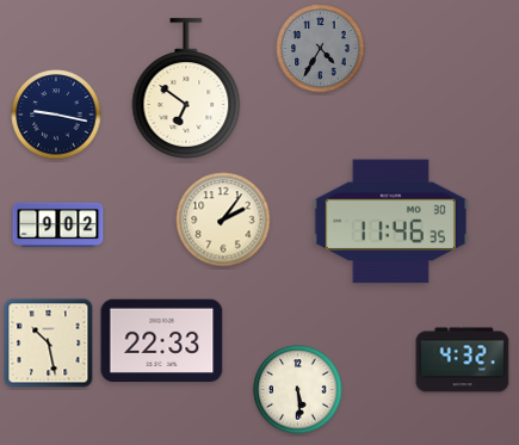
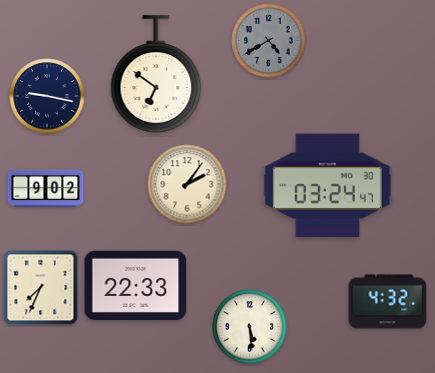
clock at (321, 49): 4:35 -> 4:40
clock at (390, 222): 11:46 -> 03:24
clock at (58, 224) position: (58, 224) -> (46, 188)
clock at (49, 344): 10:28 -> 7:34
